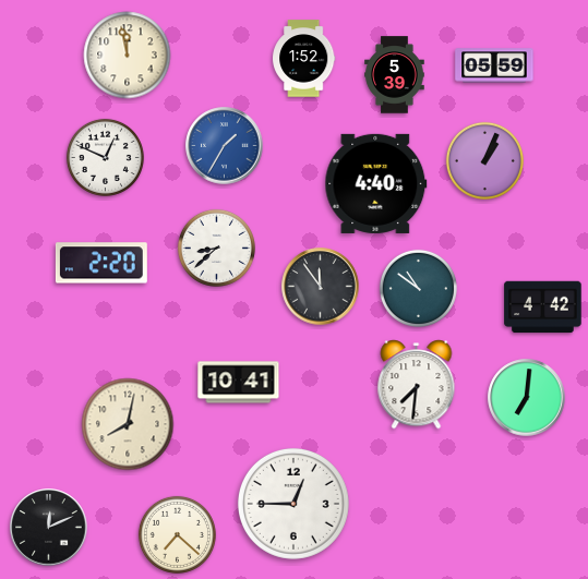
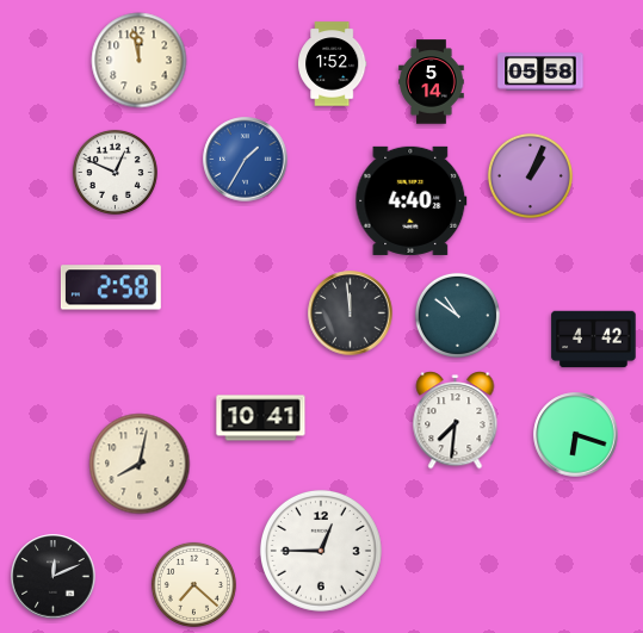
clock at (494, 65): 05:59 -> 05:58
clock at (395, 75): 5:39 -> 5:14
clock at (216, 248): 8:38 -> none
clock at (101, 263): 2:20 -> 2:58
clock at (321, 287): 11:54 -> 11:59
clock at (543, 307) position: (543, 307) -> (594, 340)
clock at (527, 398): 7:01 -> 6:18
